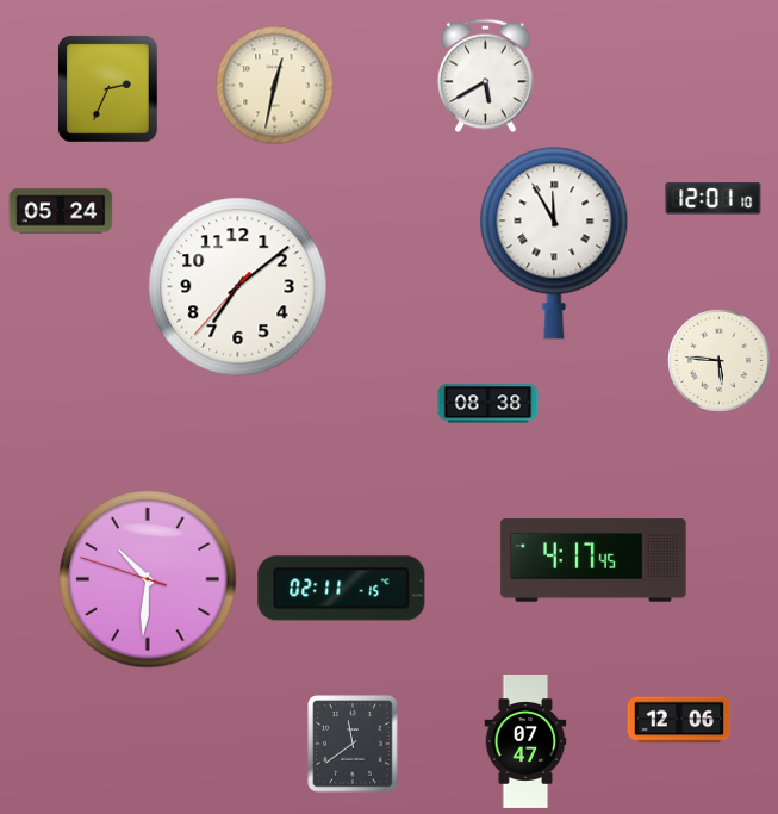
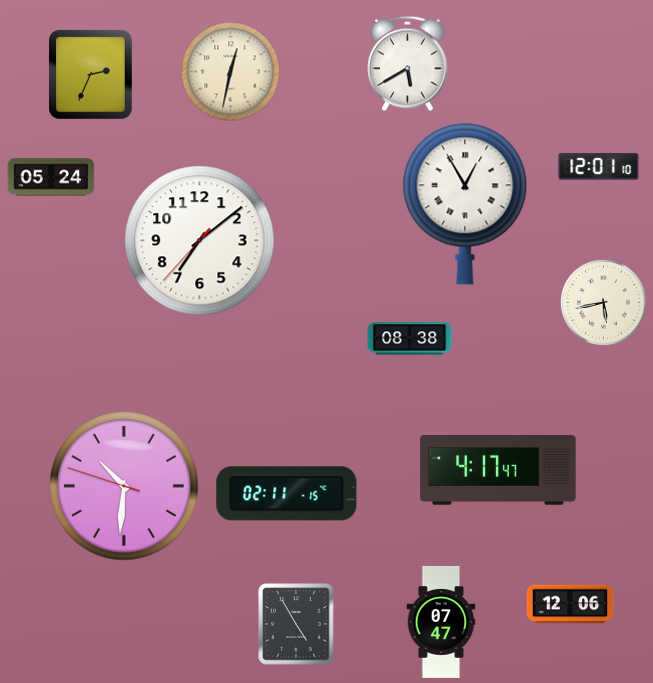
clock at (554, 243): 11:55 -> 12:55
clock at (720, 361): 5:46 -> 5:43
clock at (593, 560): 4:17:45 -> 4:17:47
clock at (353, 744): 11:39 -> 4:55
